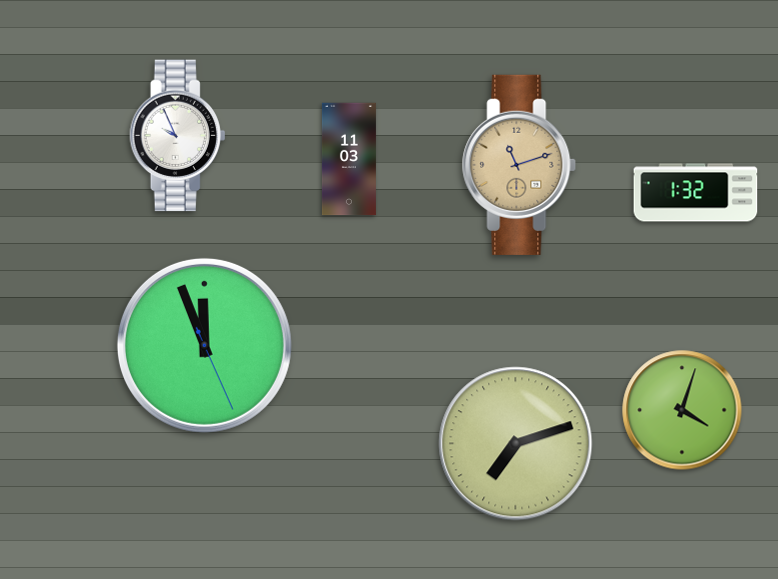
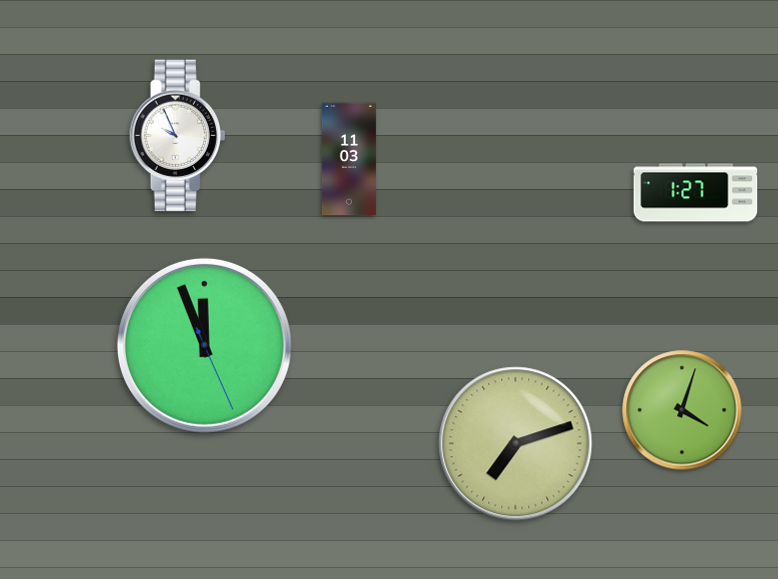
clock at (519, 165): 11:12 -> none
clock at (696, 193): 1:32 -> 1:27
